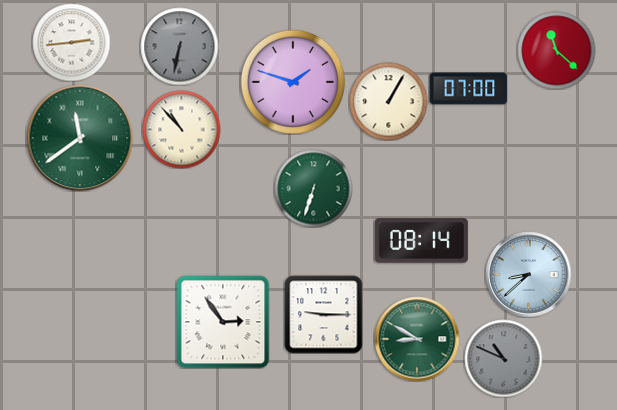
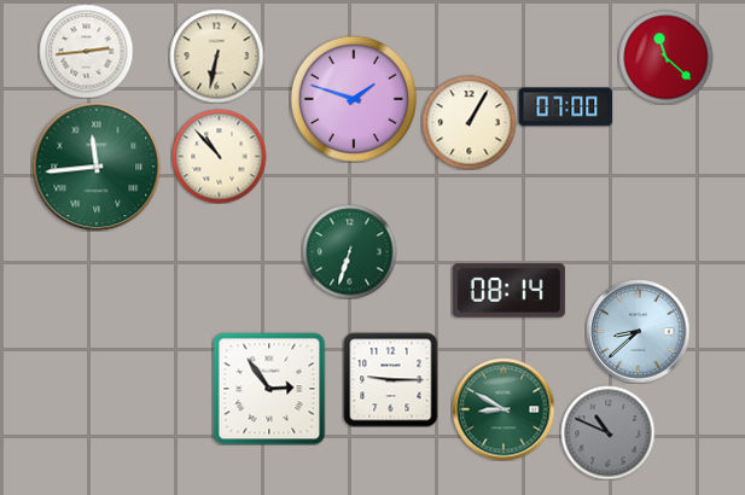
clock at (179, 46) dial: grey -> cream
clock at (556, 50) position: (556, 50) -> (665, 57)
clock at (80, 138): 11:39 -> 11:44
clock at (313, 188) position: (313, 188) -> (349, 251)
